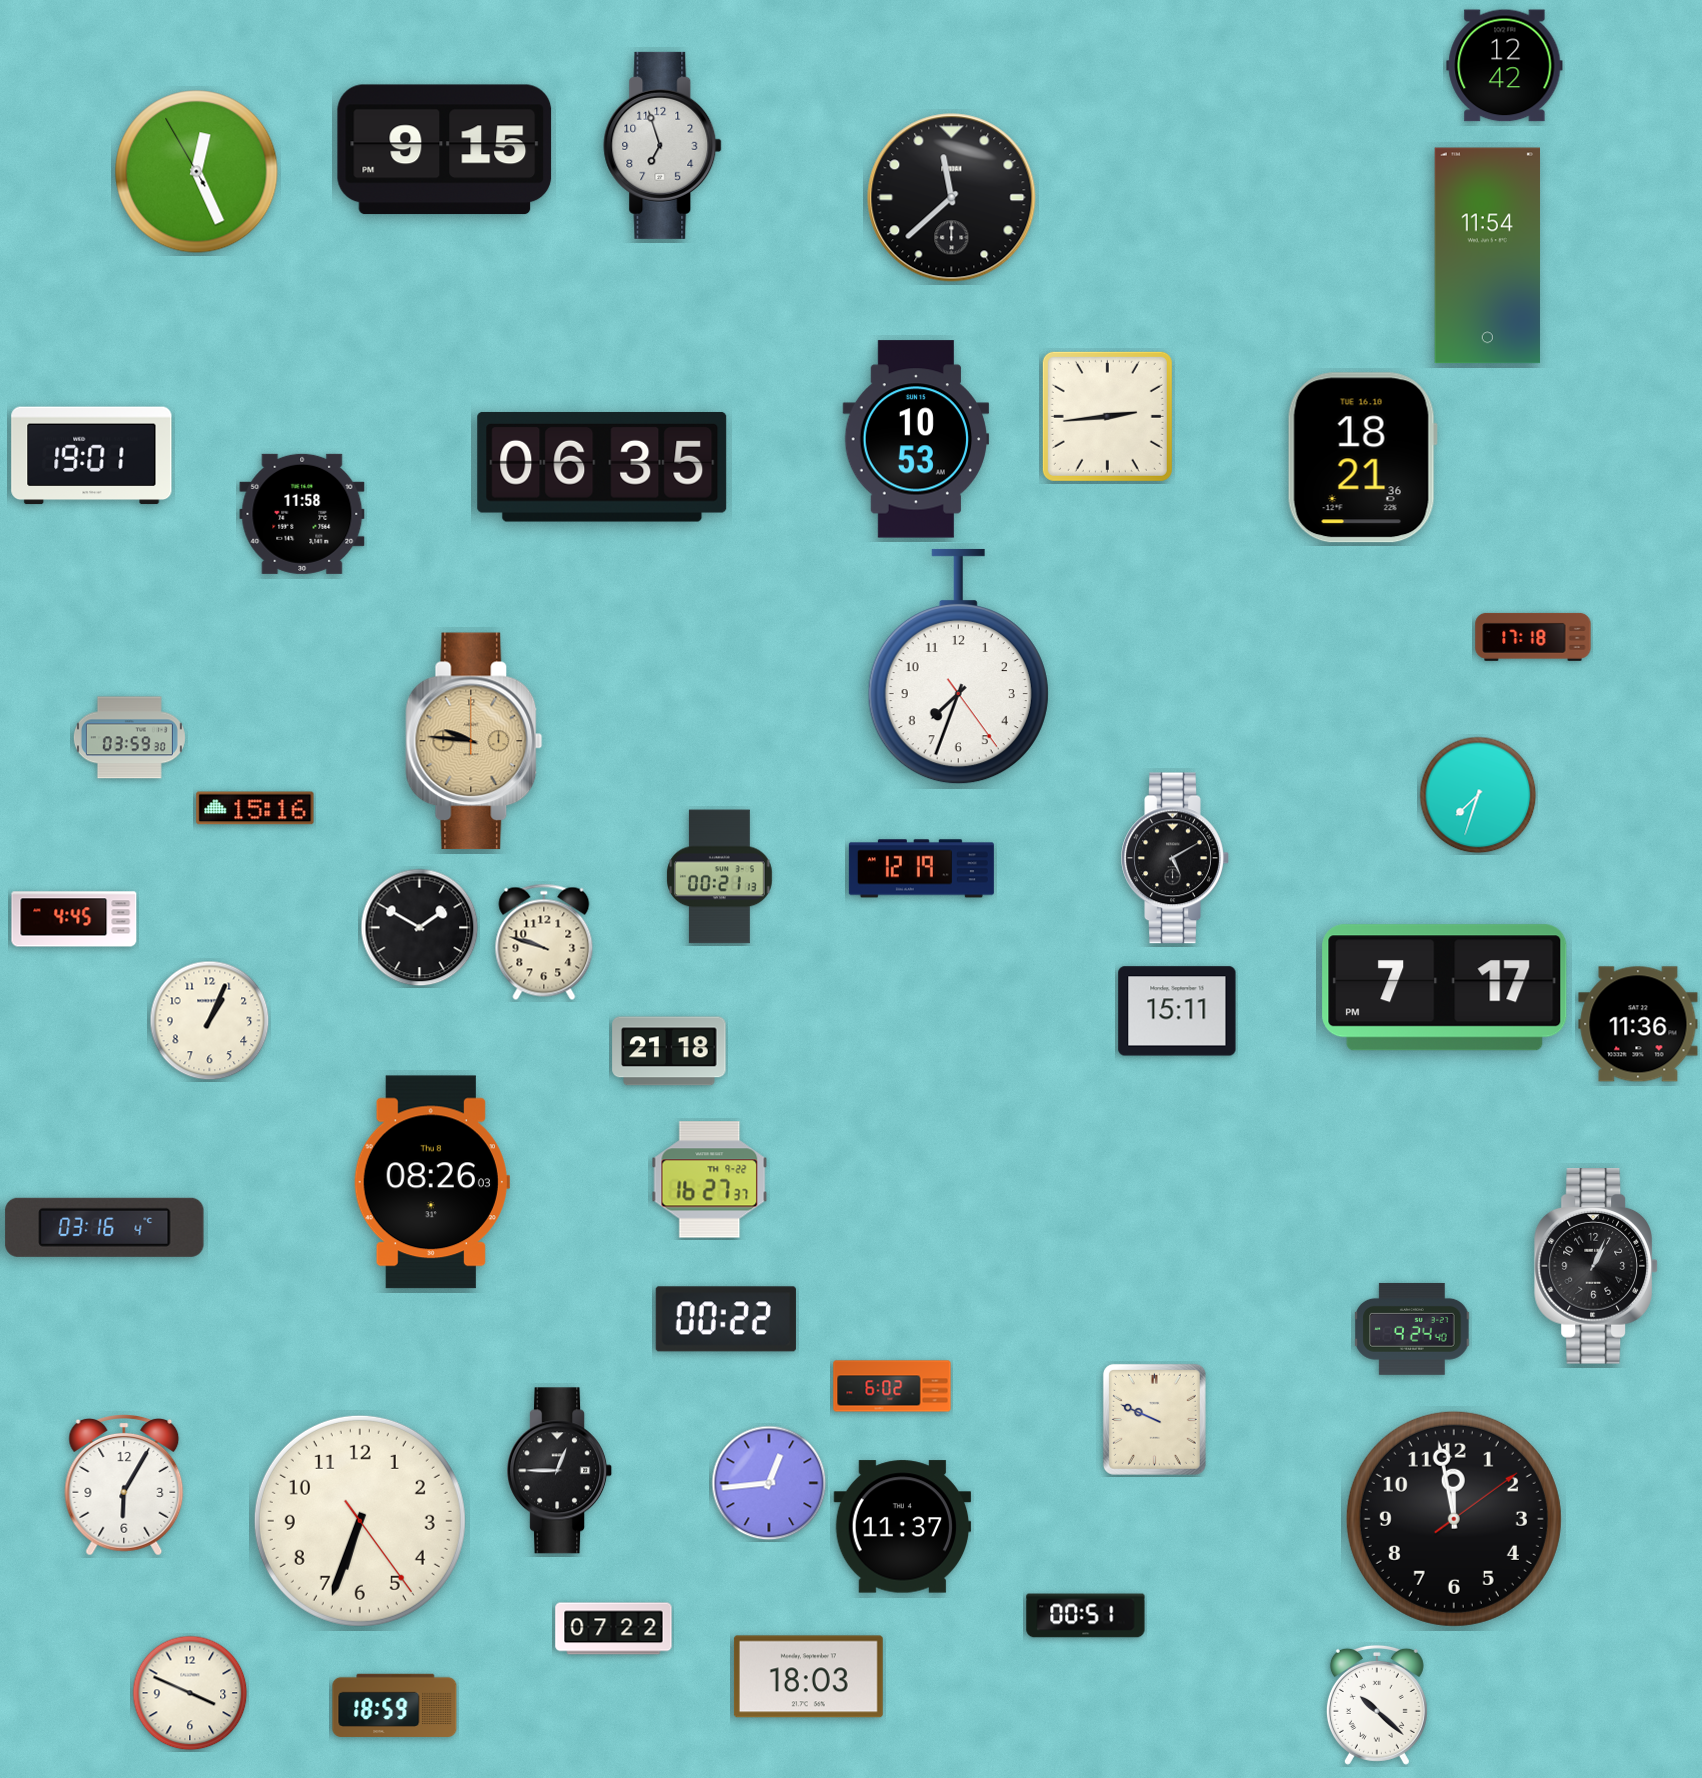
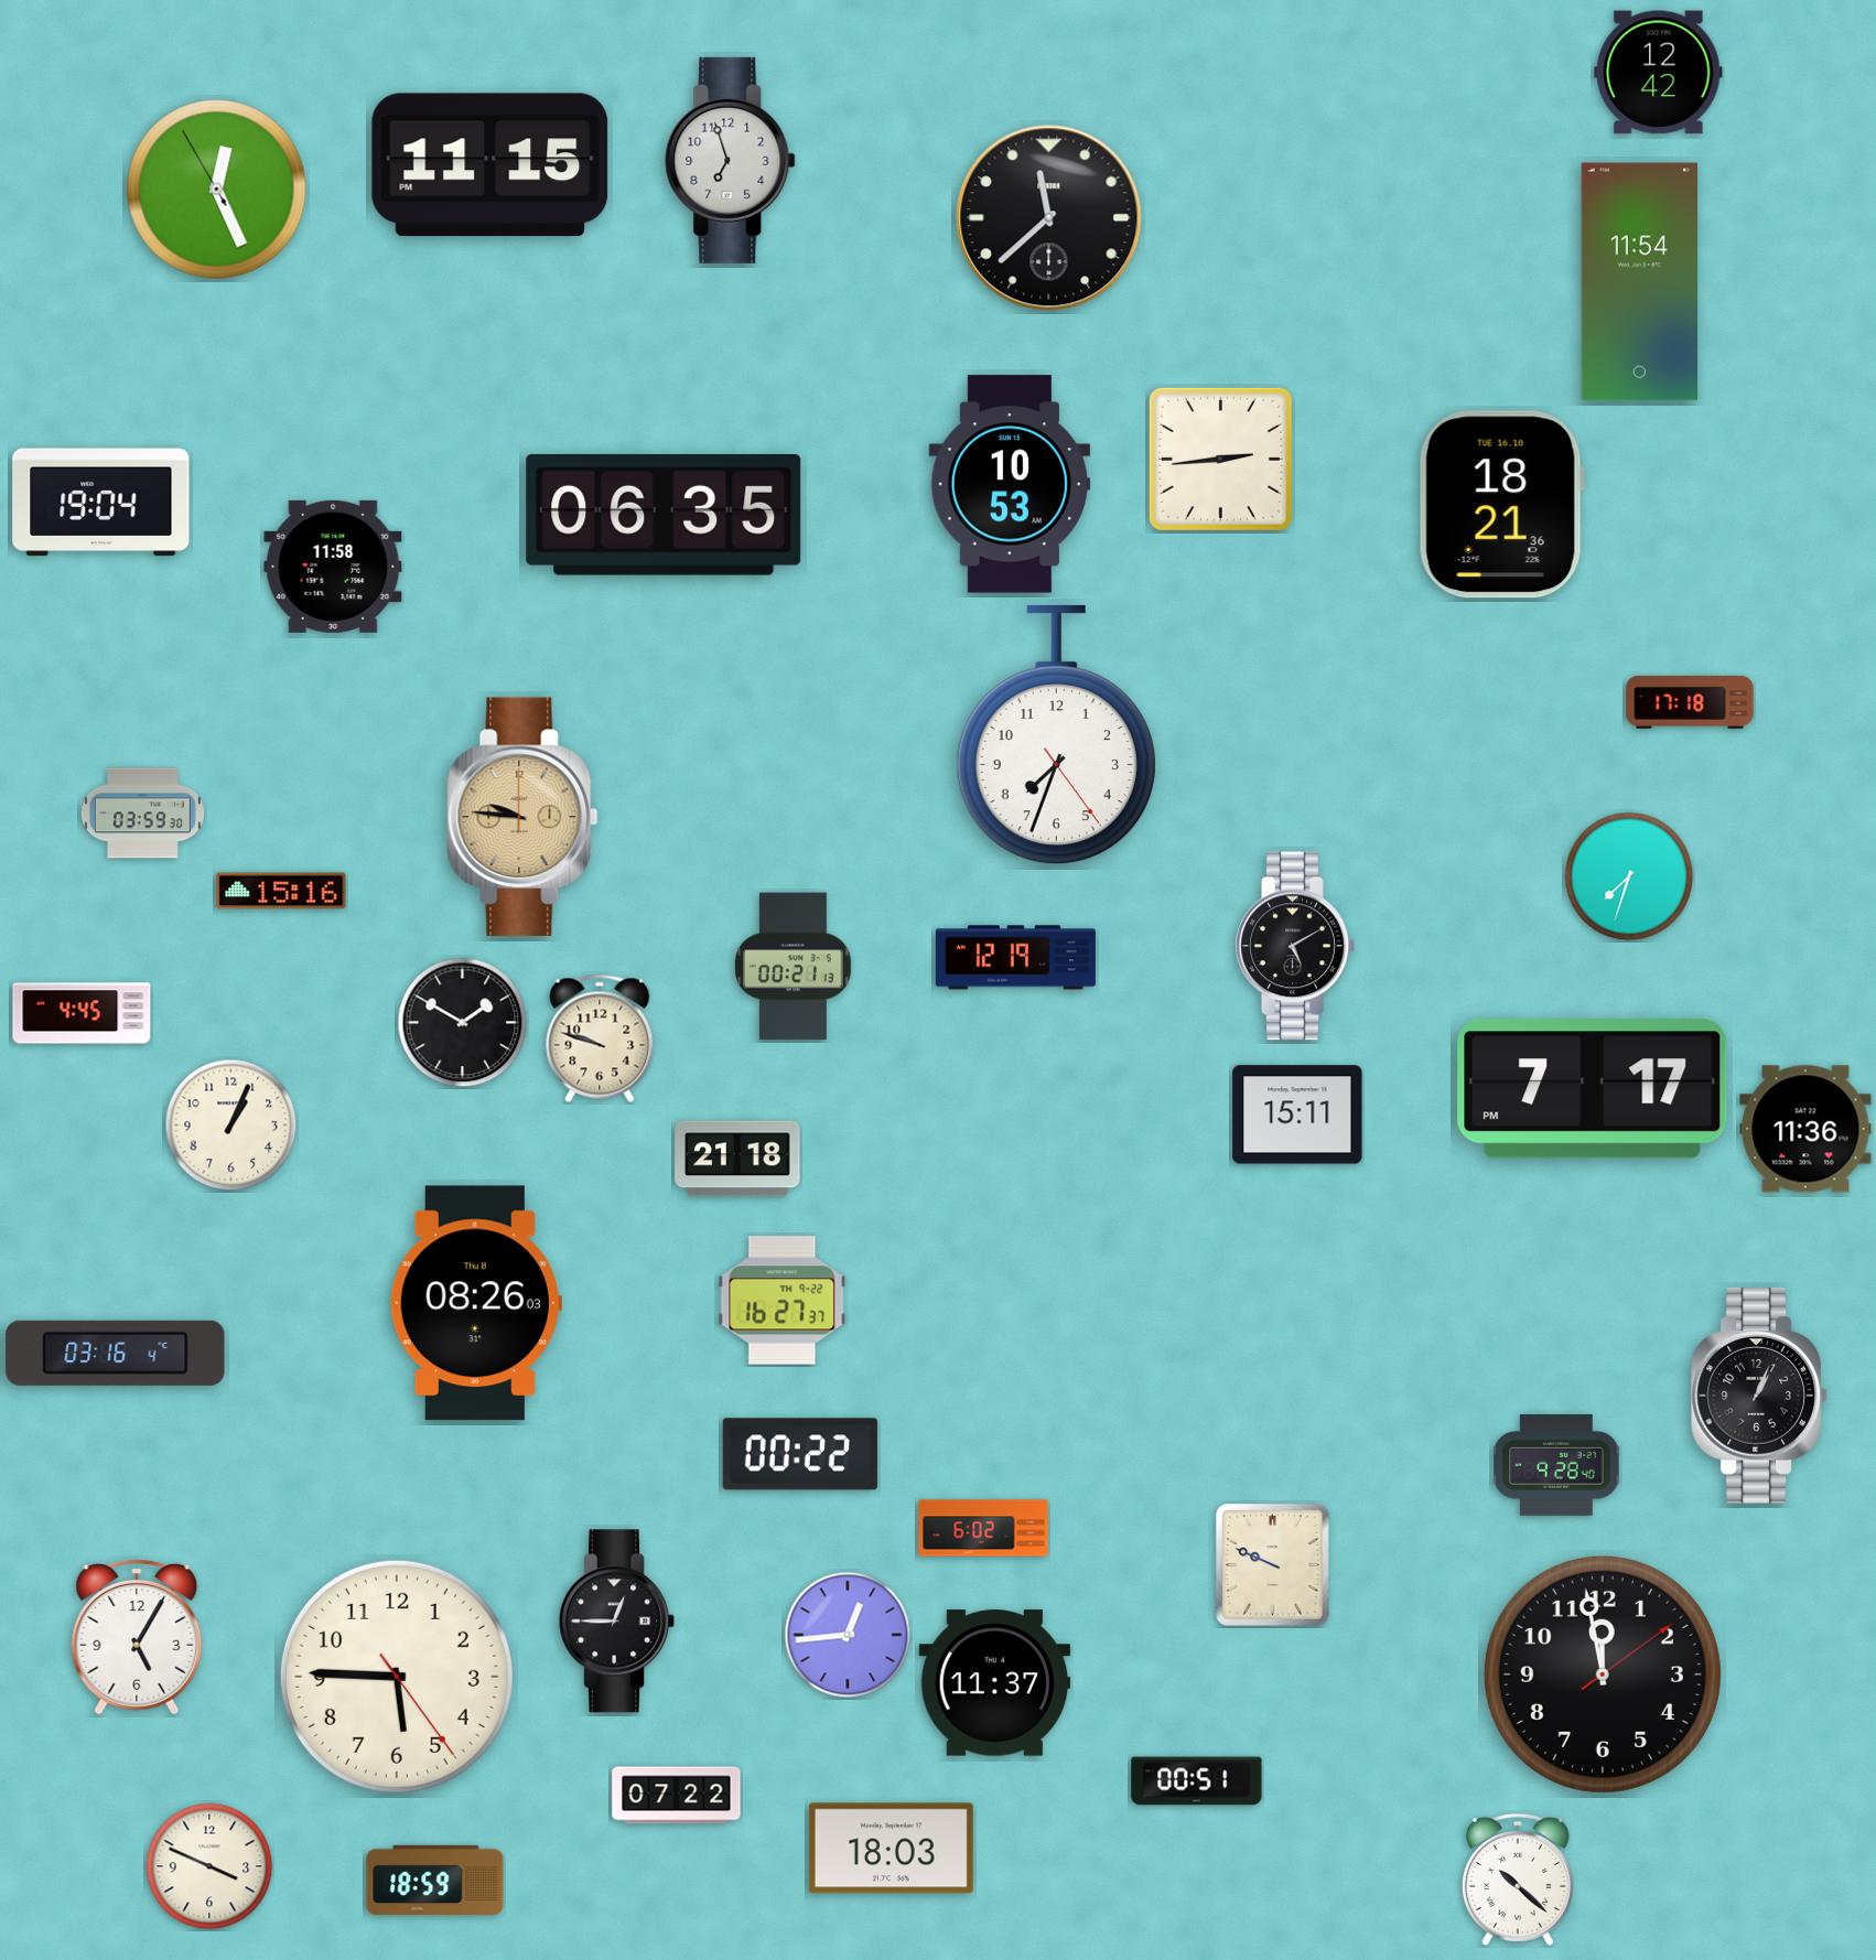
clock at (445, 150): 9:15 -> 11:15
clock at (92, 456): 19:01 -> 19:04
clock at (1412, 1329): 9:24 -> 9:28
clock at (124, 1486): 6:05 -> 5:05
clock at (360, 1521): 6:33 -> 5:45
